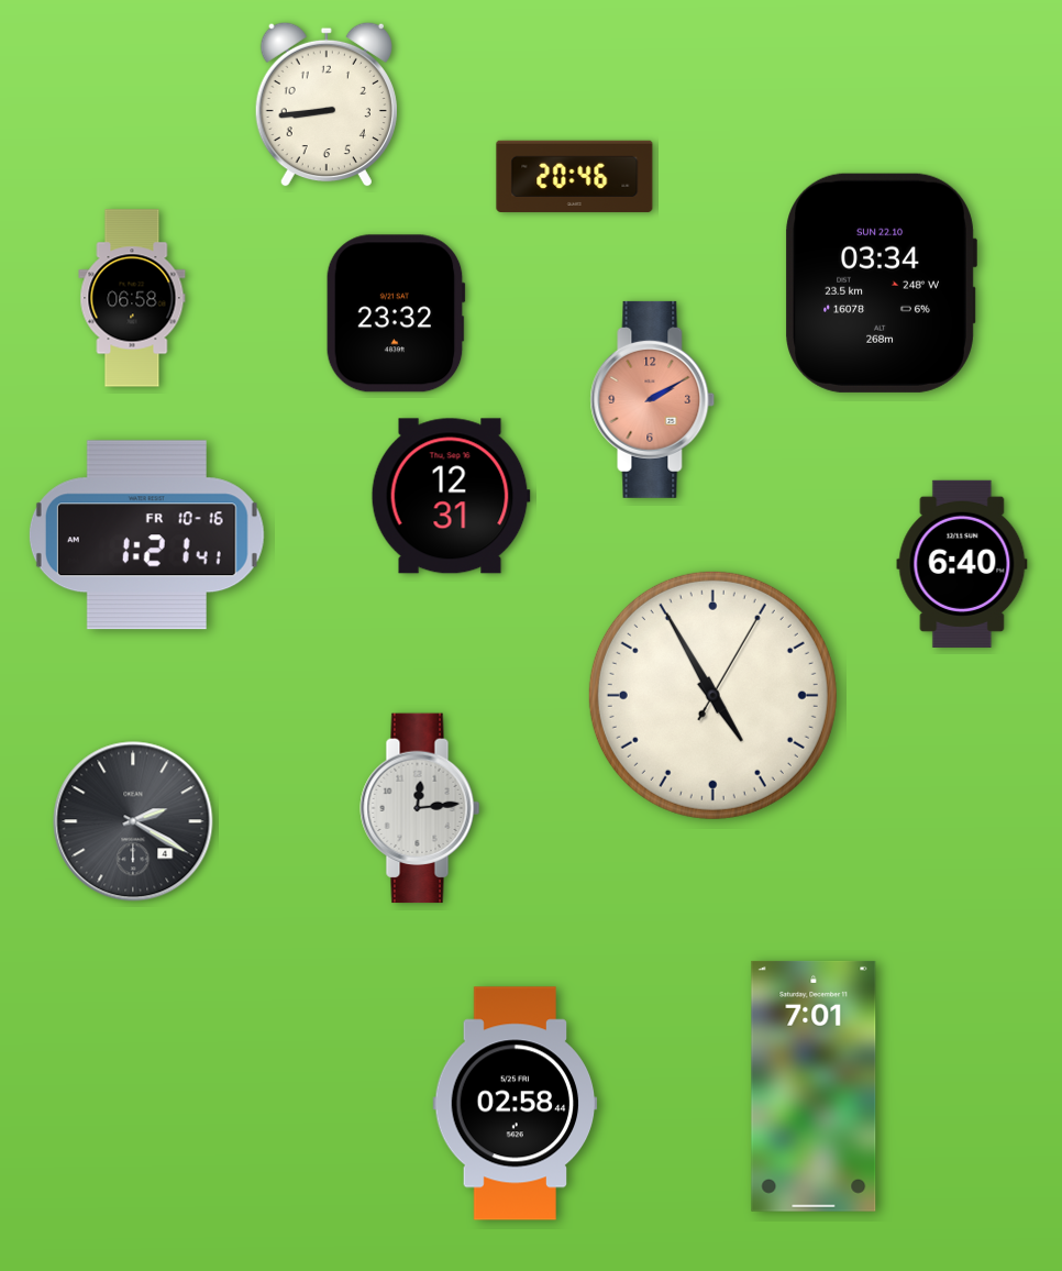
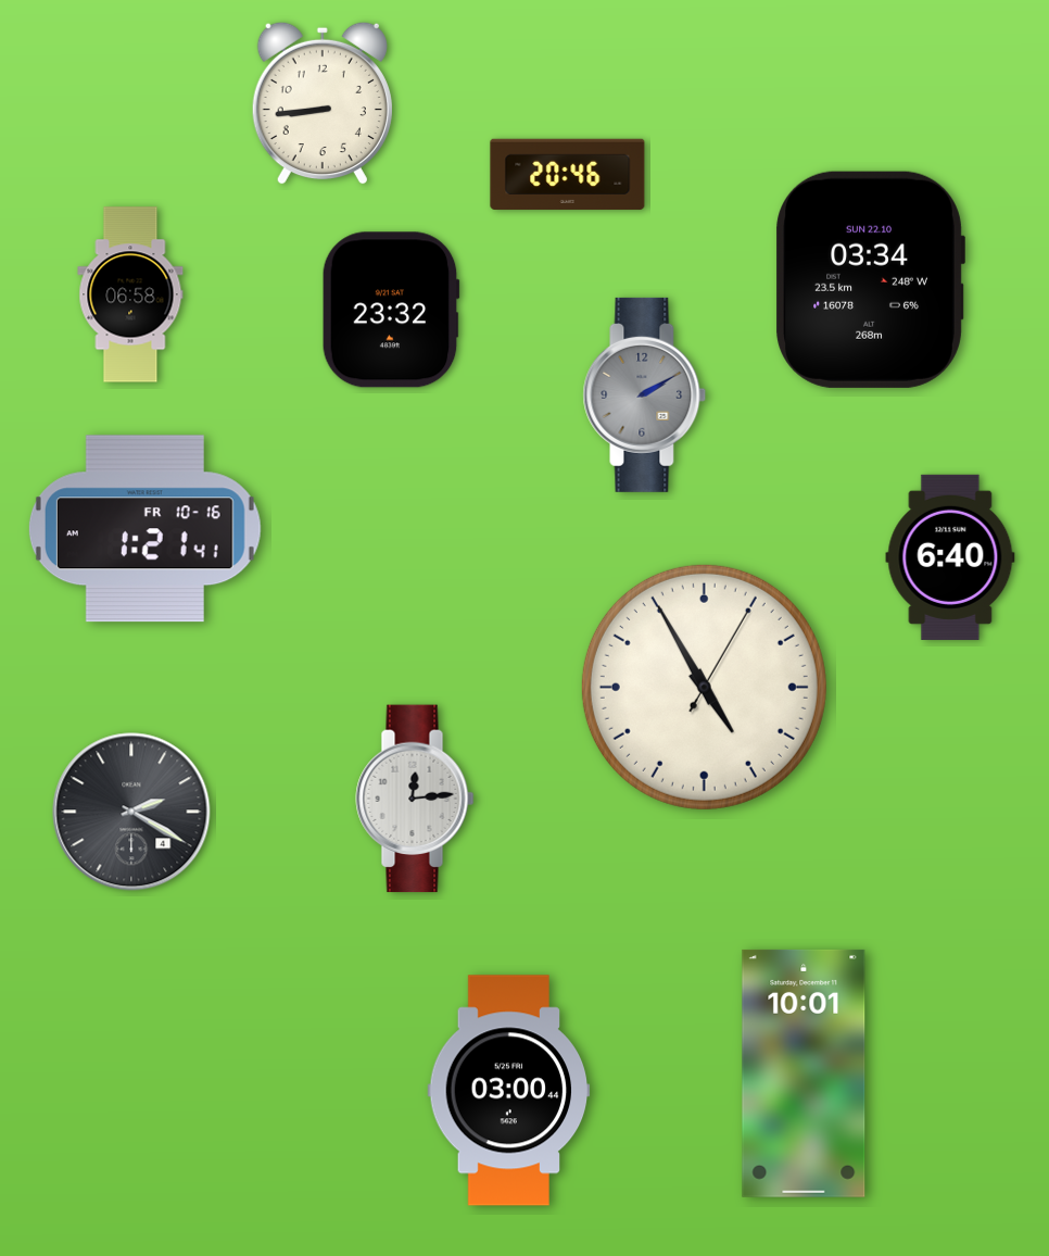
clock at (653, 399) dial: salmon -> grey
clock at (451, 496): 12:31 -> none
clock at (814, 1086): 7:01 -> 10:01
clock at (516, 1104): 02:58 -> 03:00
